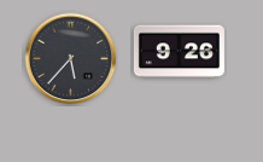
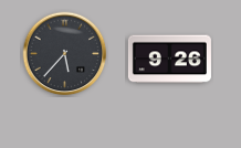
clock at (179, 52) position: (179, 52) -> (169, 60)
